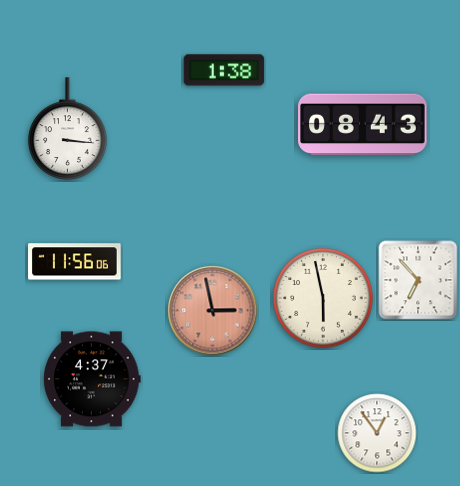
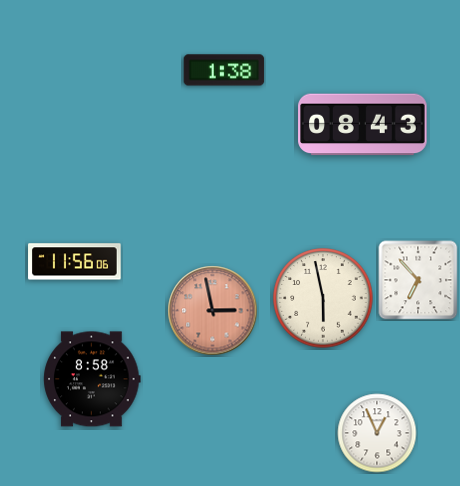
clock at (68, 129): 3:16 -> none
clock at (92, 379): 4:37 -> 8:58
clock at (377, 433): 12:54 -> 12:56
